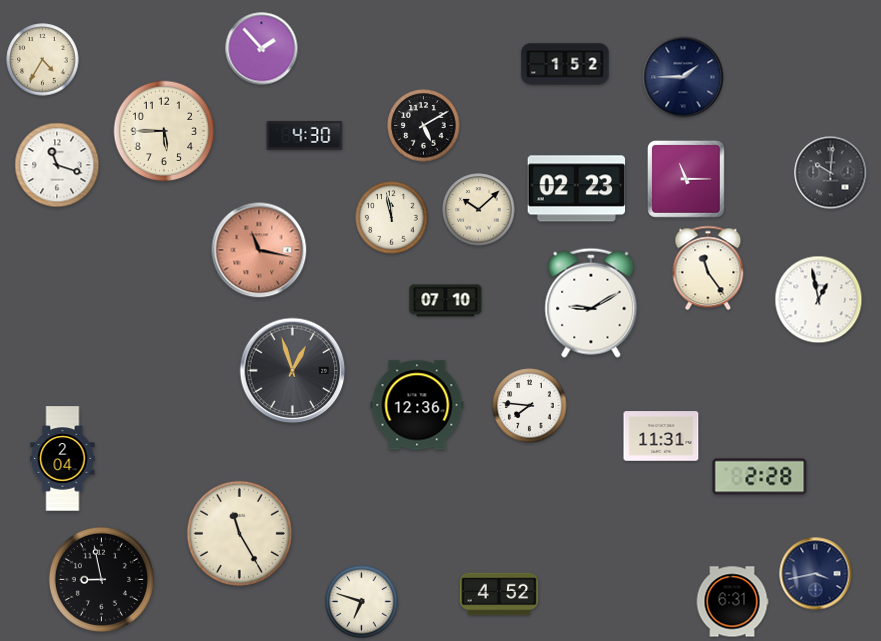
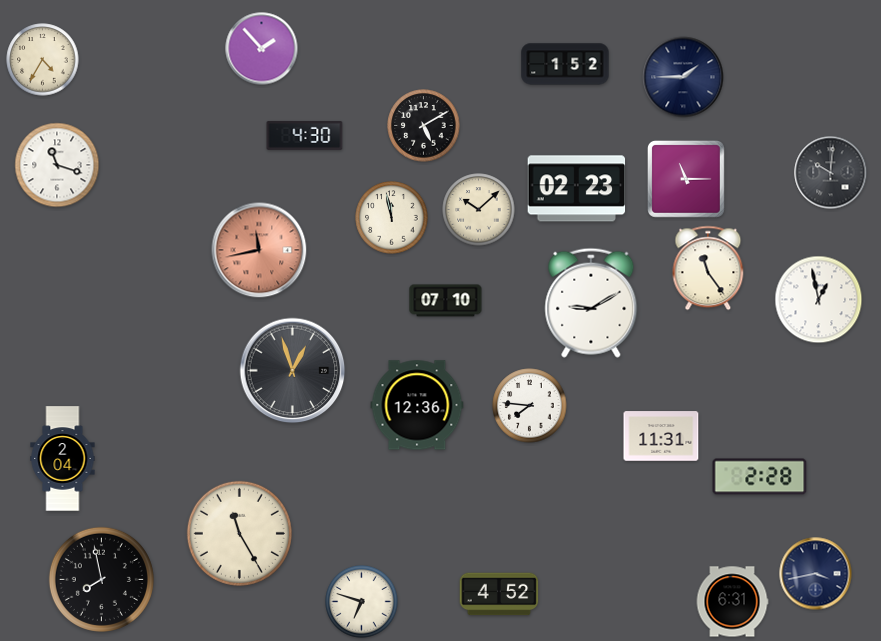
clock at (164, 131): 5:45 -> none
clock at (259, 250): 11:17 -> 11:43
clock at (101, 579): 8:58 -> 7:58
